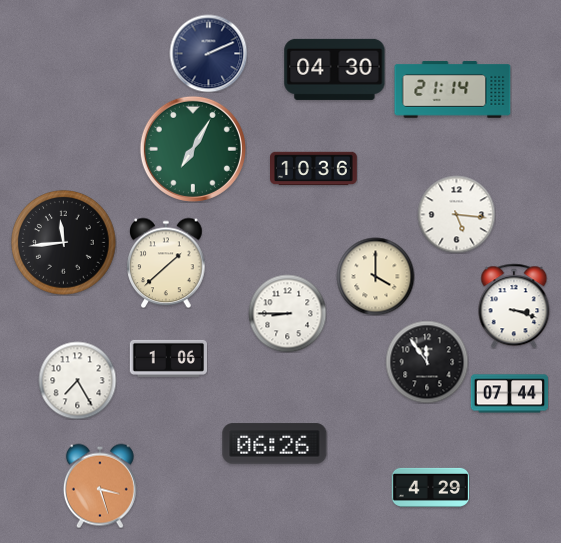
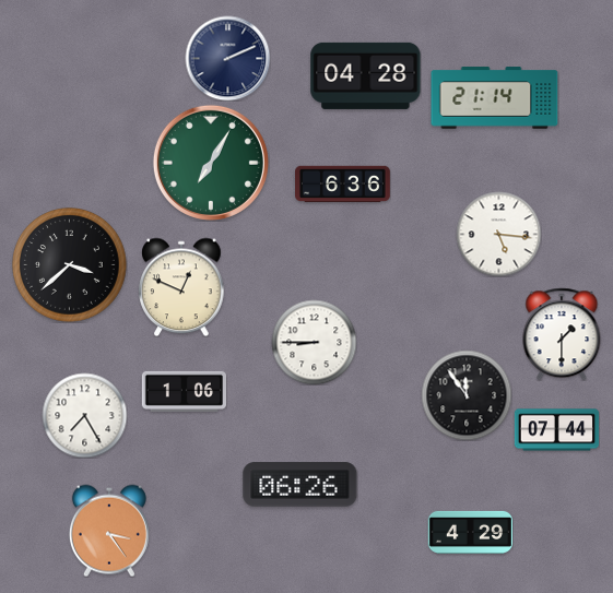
clock at (335, 69): 04:30 -> 04:28
clock at (314, 169): 10:36 -> 6:36
clock at (64, 243): 11:44 -> 3:38
clock at (166, 263): 1:38 -> 12:49
clock at (375, 276): 4:00 -> none
clock at (514, 306): 3:18 -> 1:30
clock at (100, 486): 3:27 -> 3:24
